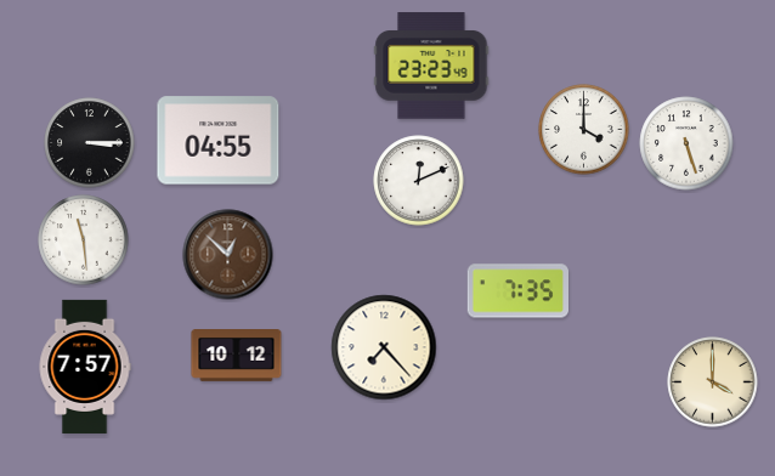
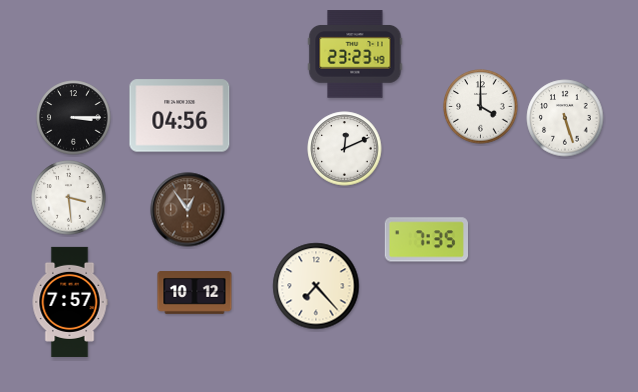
clock at (219, 141): 04:55 -> 04:56
clock at (84, 240): 11:29 -> 3:29
clock at (228, 255): 12:52 -> 12:54
clock at (713, 382): 4:00 -> none
